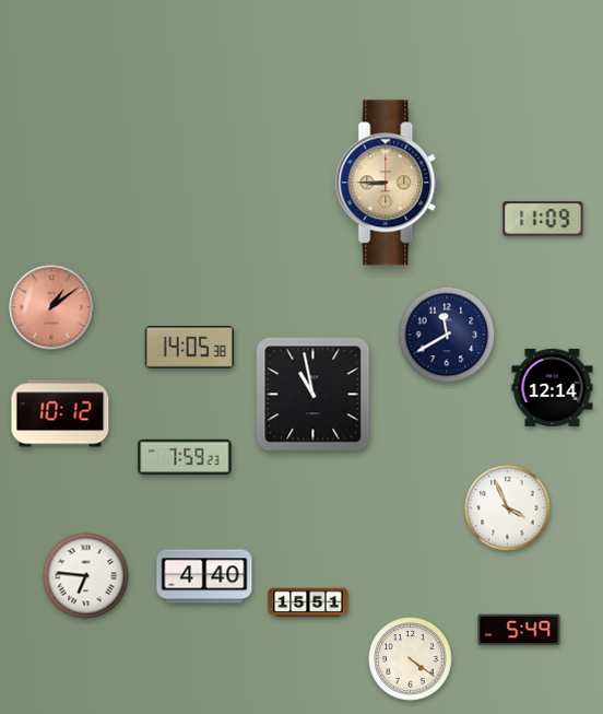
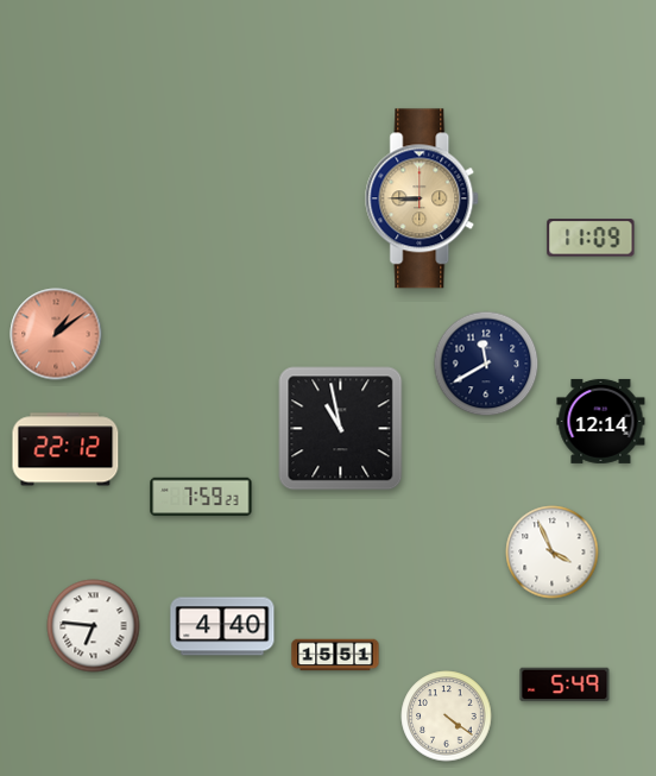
clock at (189, 348): 14:05 -> none
clock at (60, 413): 10:12 -> 22:12
